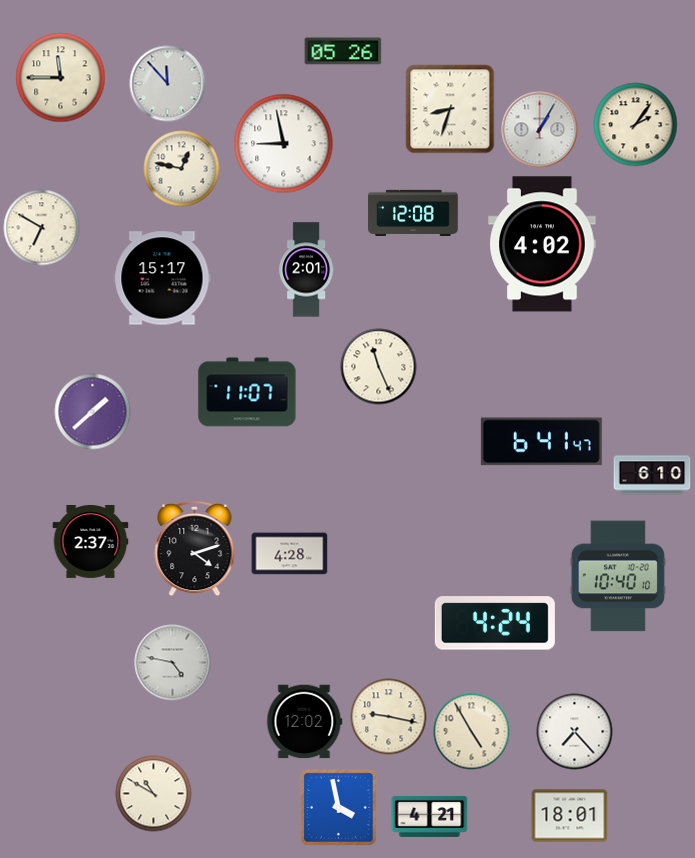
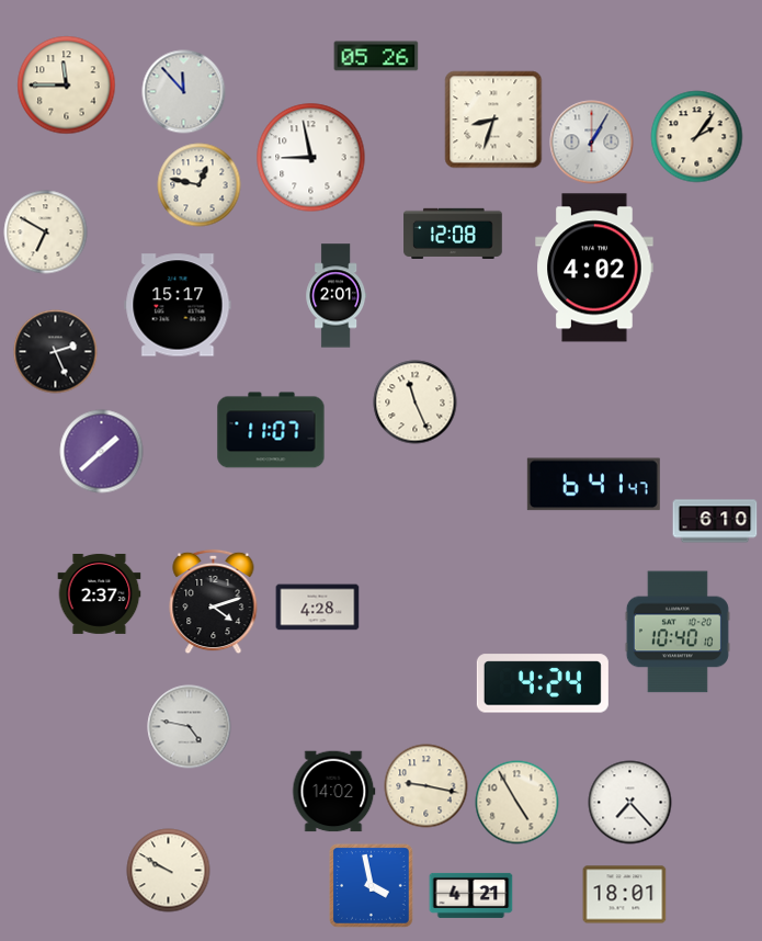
clock at (42, 228) position: (42, 228) -> (46, 233)
clock at (56, 352): none -> 2:26
clock at (305, 722): 12:02 -> 14:02
clock at (154, 794): 10:50 -> 9:50
